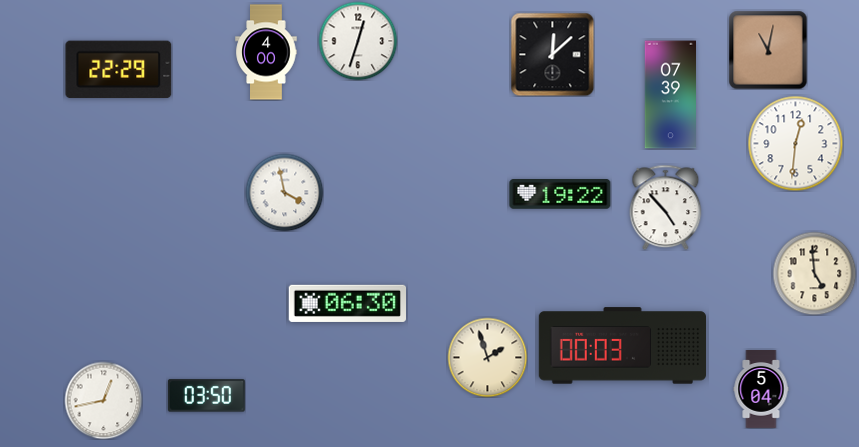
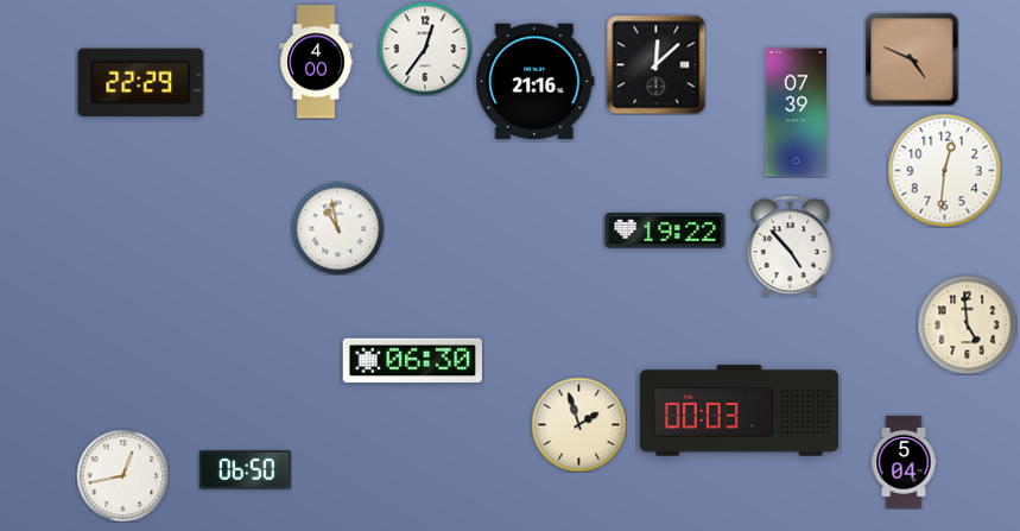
clock at (358, 41): 12:33 -> 12:36
clock at (768, 50): 11:02 -> 4:49
clock at (536, 82): none -> 21:16
clock at (284, 192): 3:58 -> 10:58
clock at (206, 396): 03:50 -> 06:50
